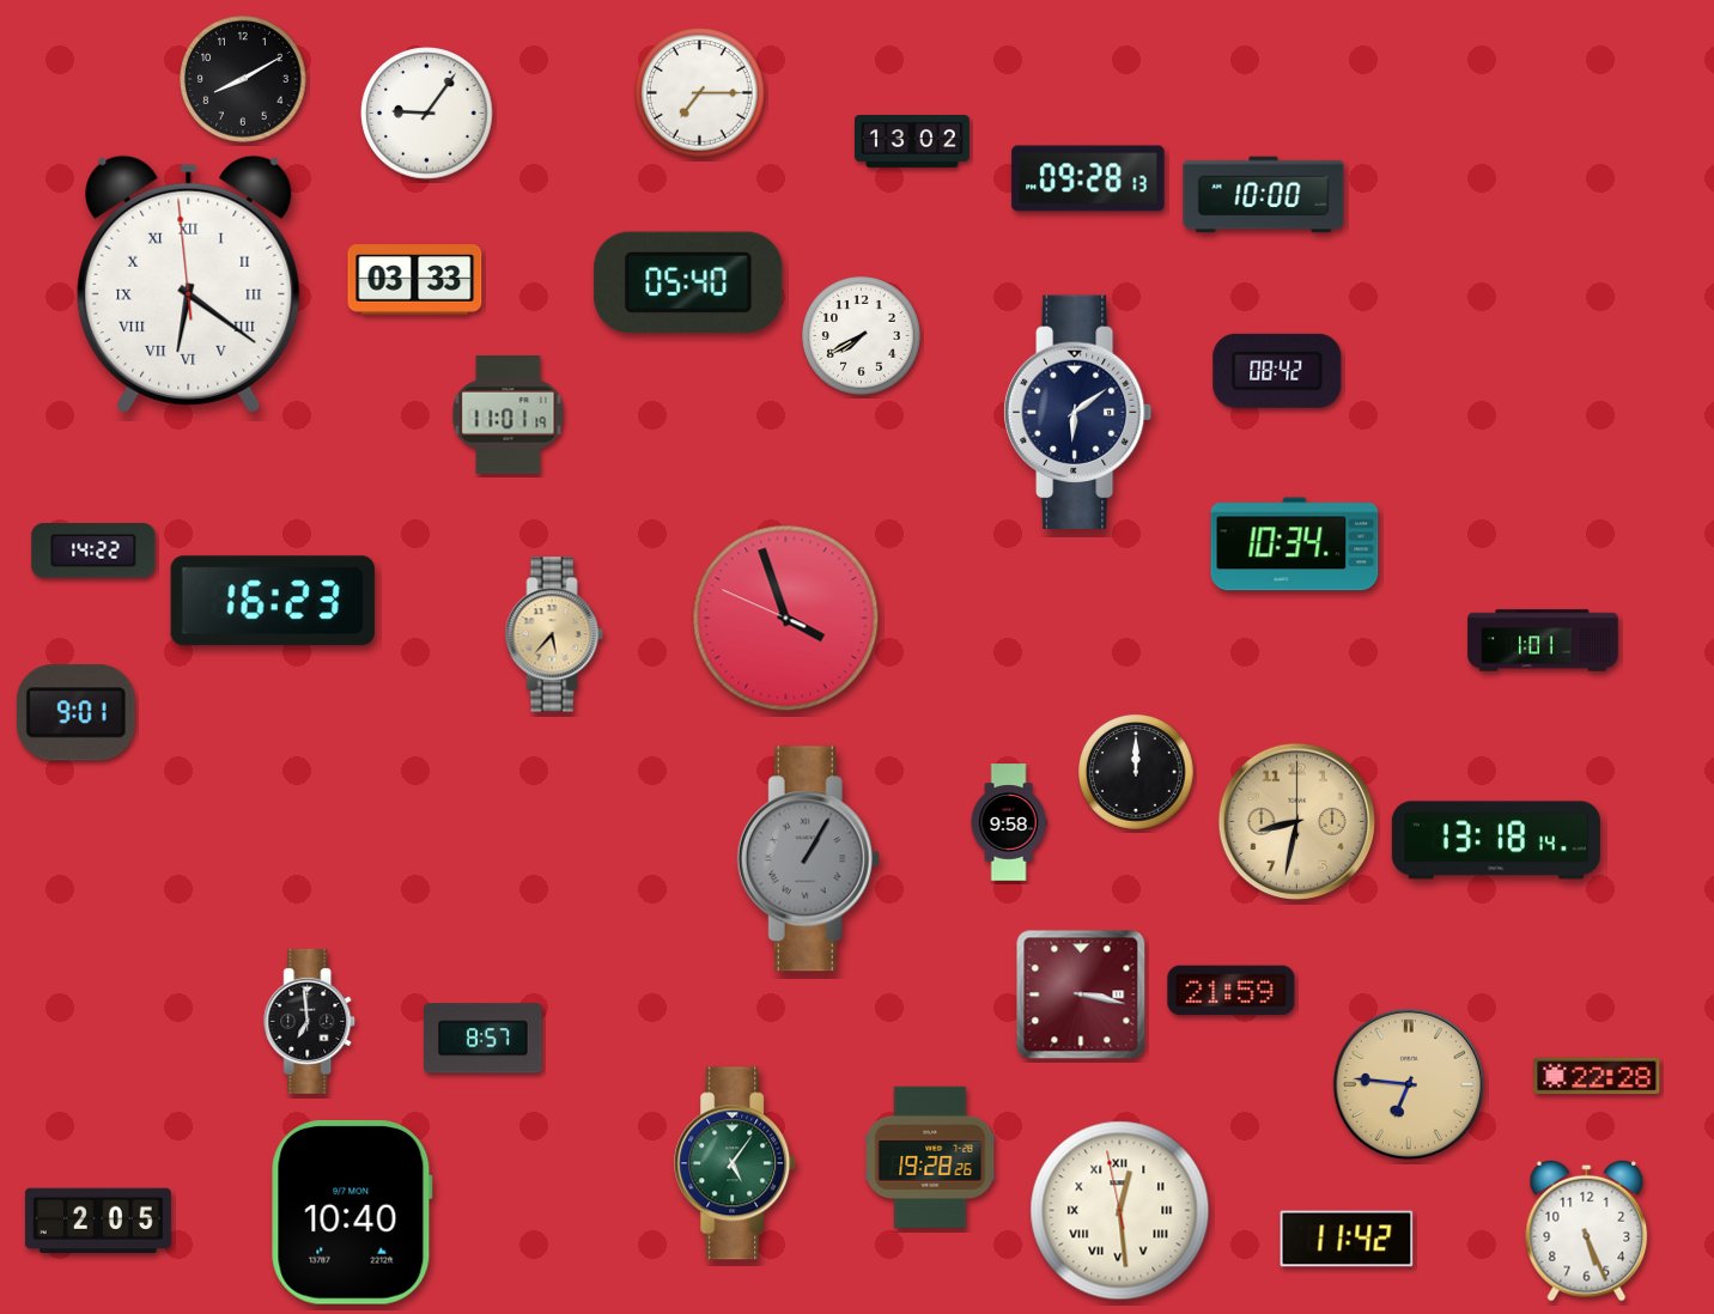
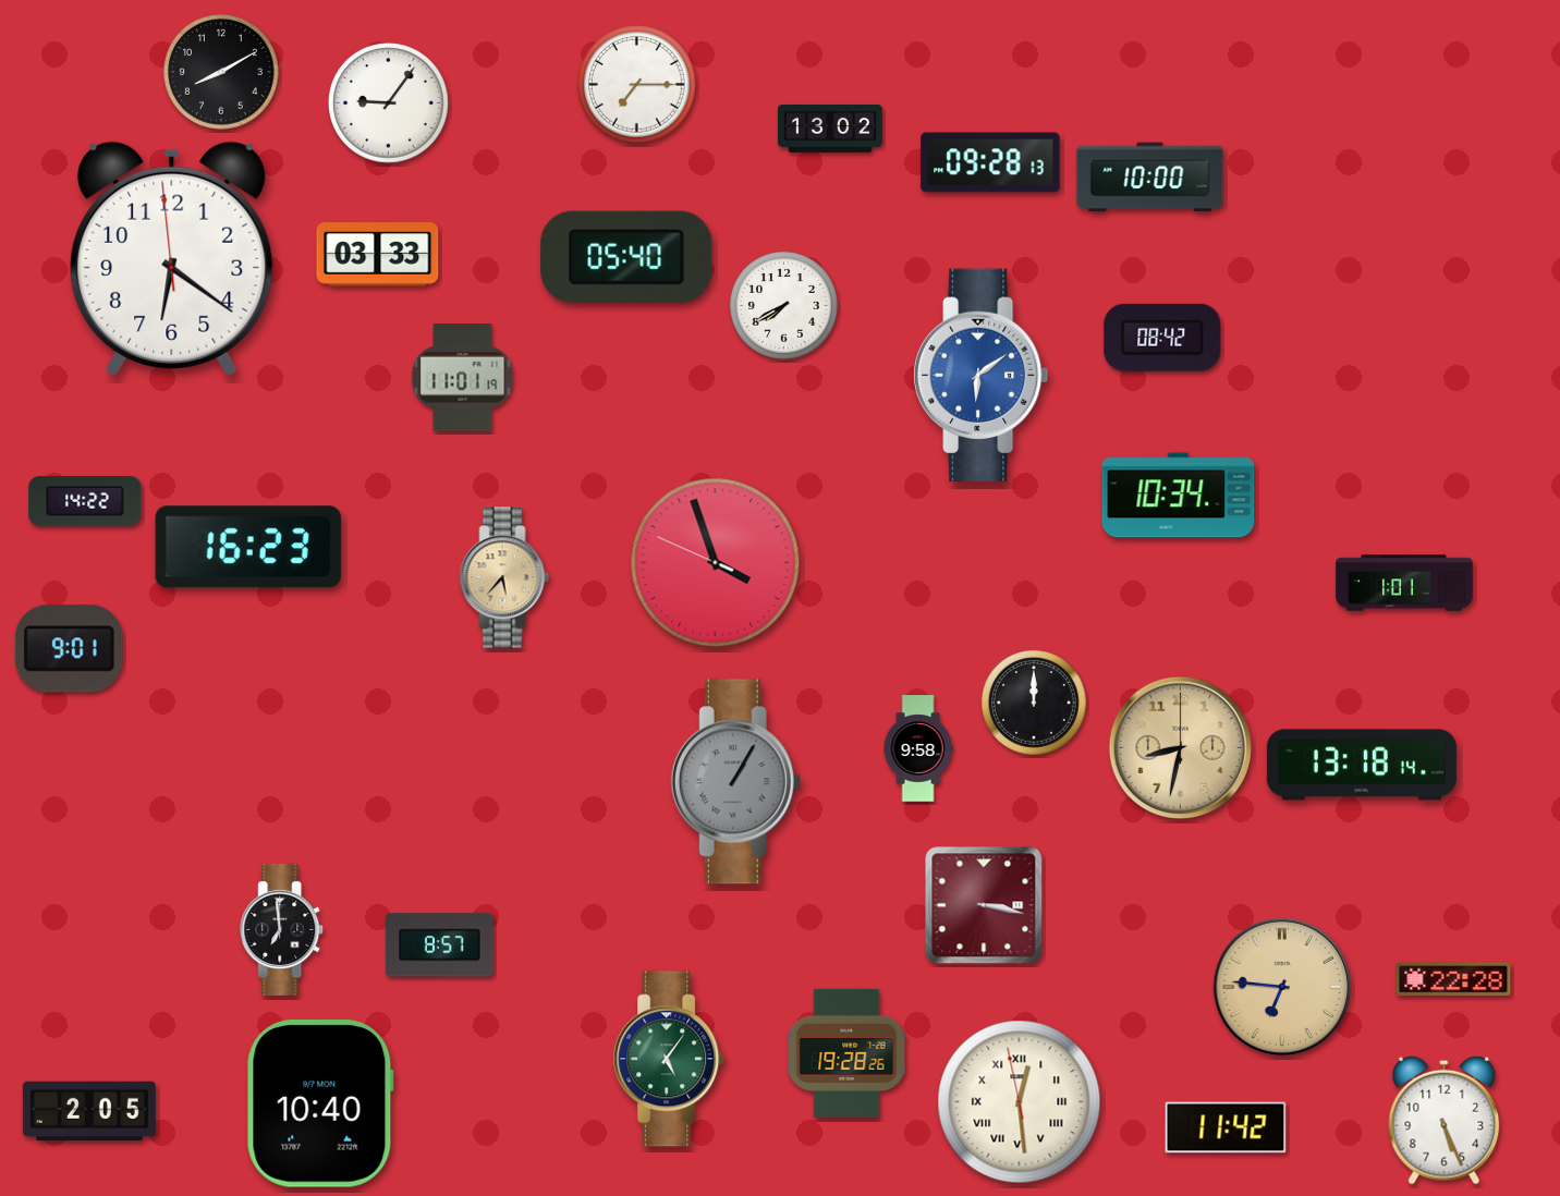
clock at (189, 284) numerals: Roman -> Arabic
clock at (1078, 413) dial: navy -> blue
clock at (1232, 991): 21:59 -> none
